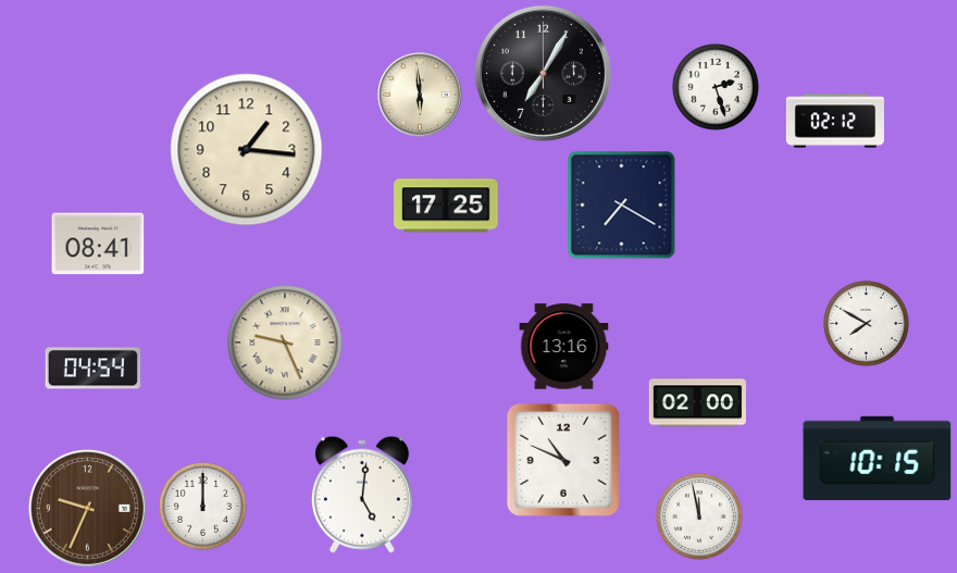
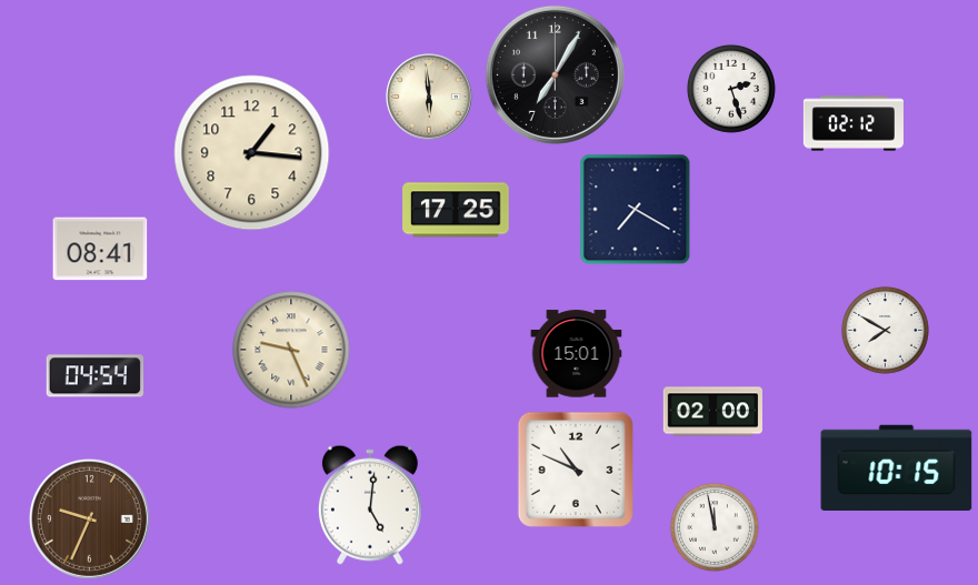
clock at (564, 347): 13:16 -> 15:01
clock at (203, 507): 12:00 -> none
